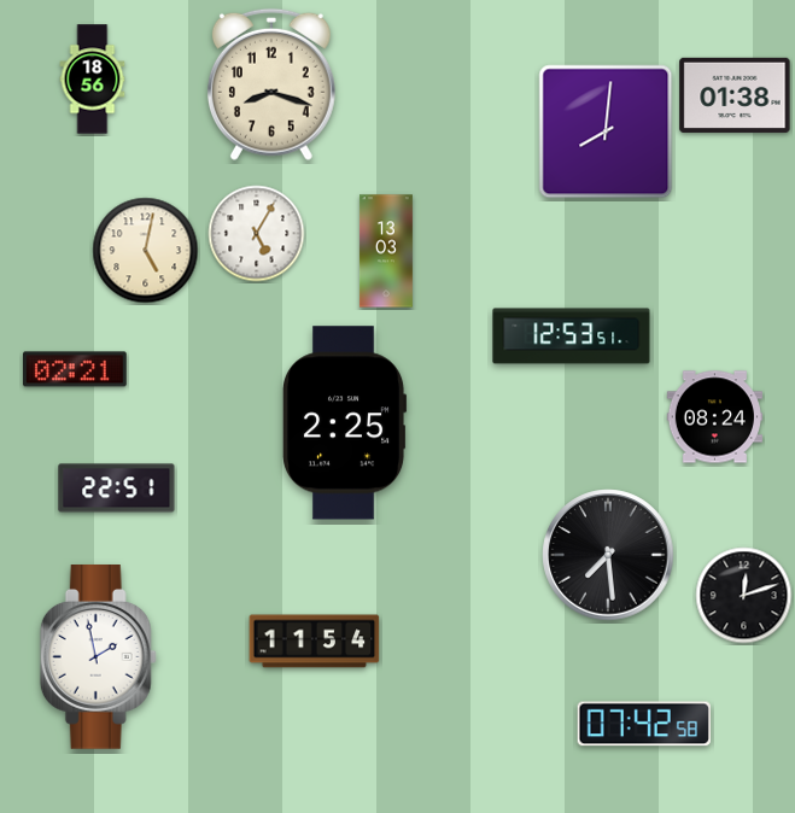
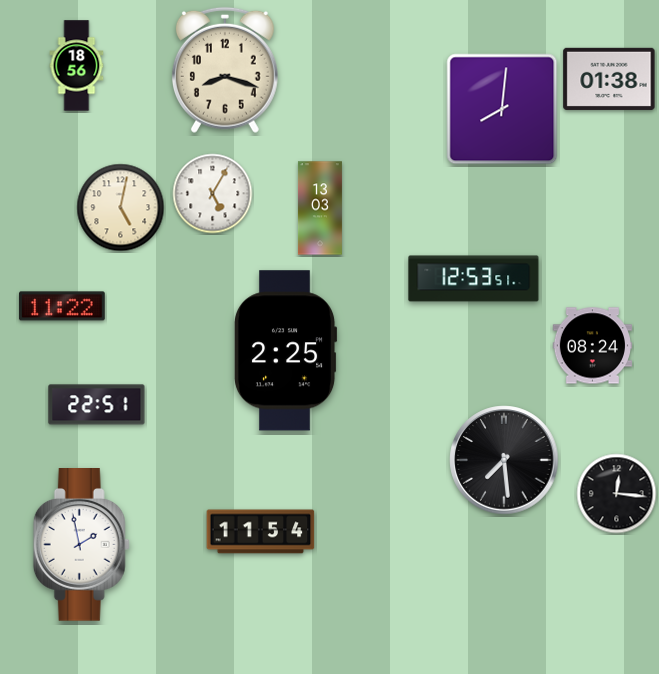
clock at (76, 369): 02:21 -> 11:22
clock at (744, 596): 12:12 -> 12:16
clock at (644, 724): 07:42 -> none
